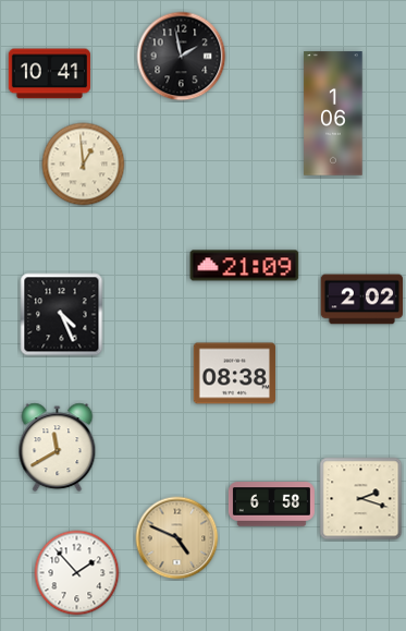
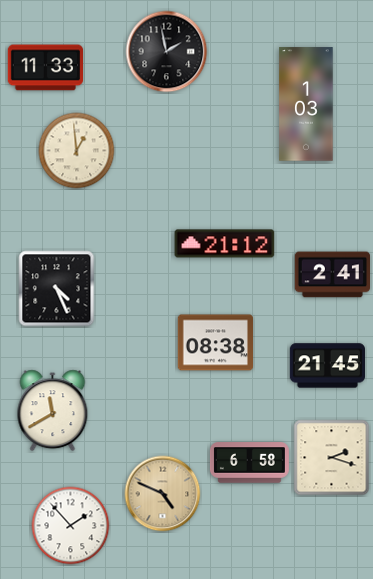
clock at (49, 74): 10:41 -> 11:33
clock at (333, 113): 1:06 -> 1:03
clock at (245, 266): 21:09 -> 21:12
clock at (361, 300): 2:02 -> 2:41
clock at (327, 366): none -> 21:45
